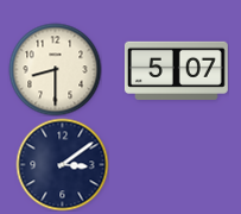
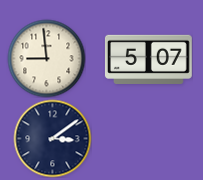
clock at (55, 69): 8:30 -> 8:59
